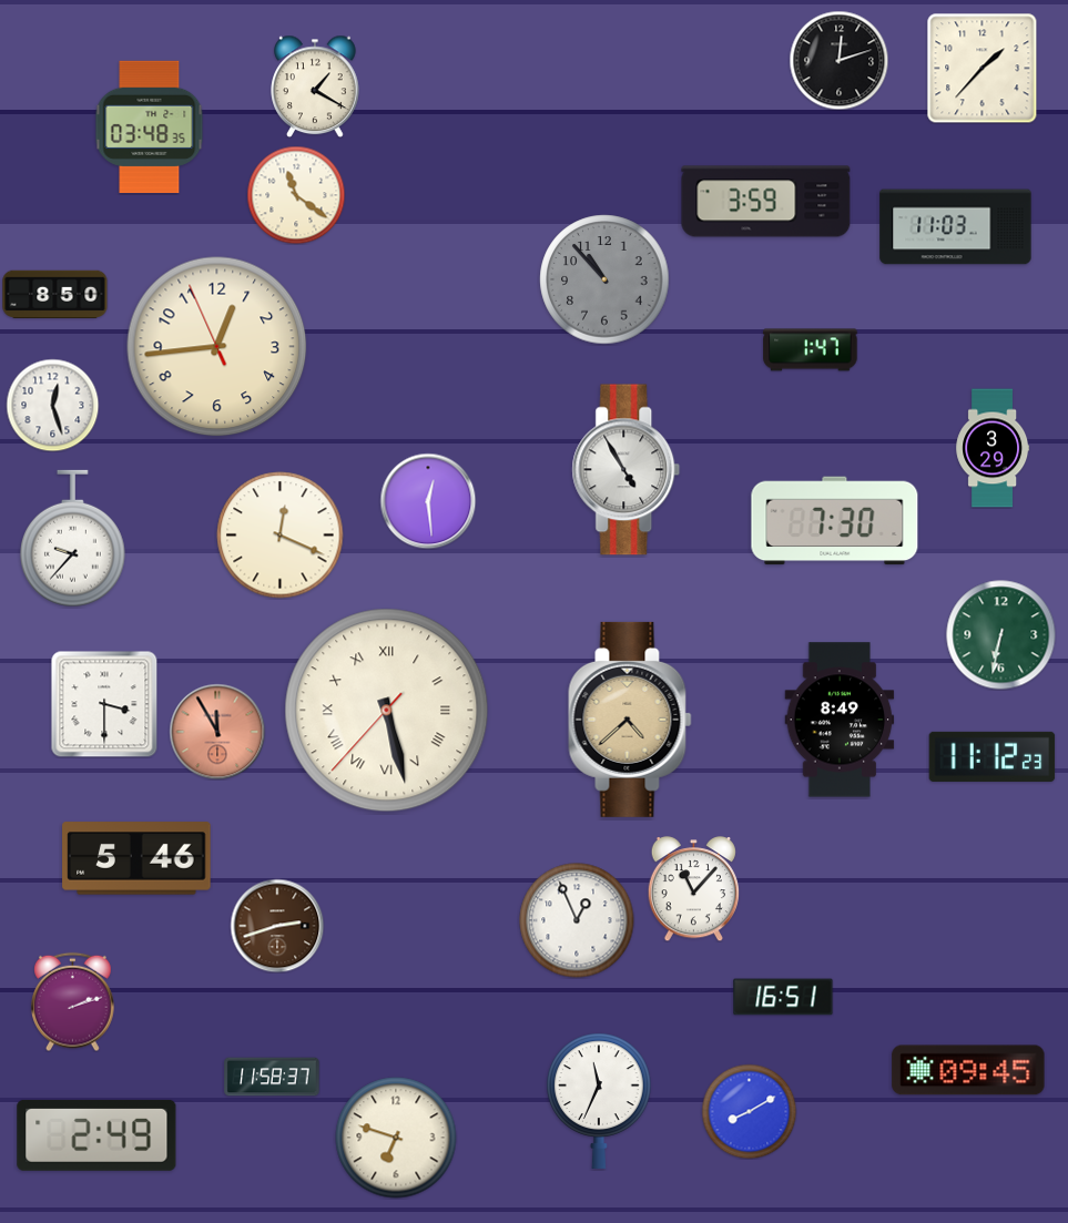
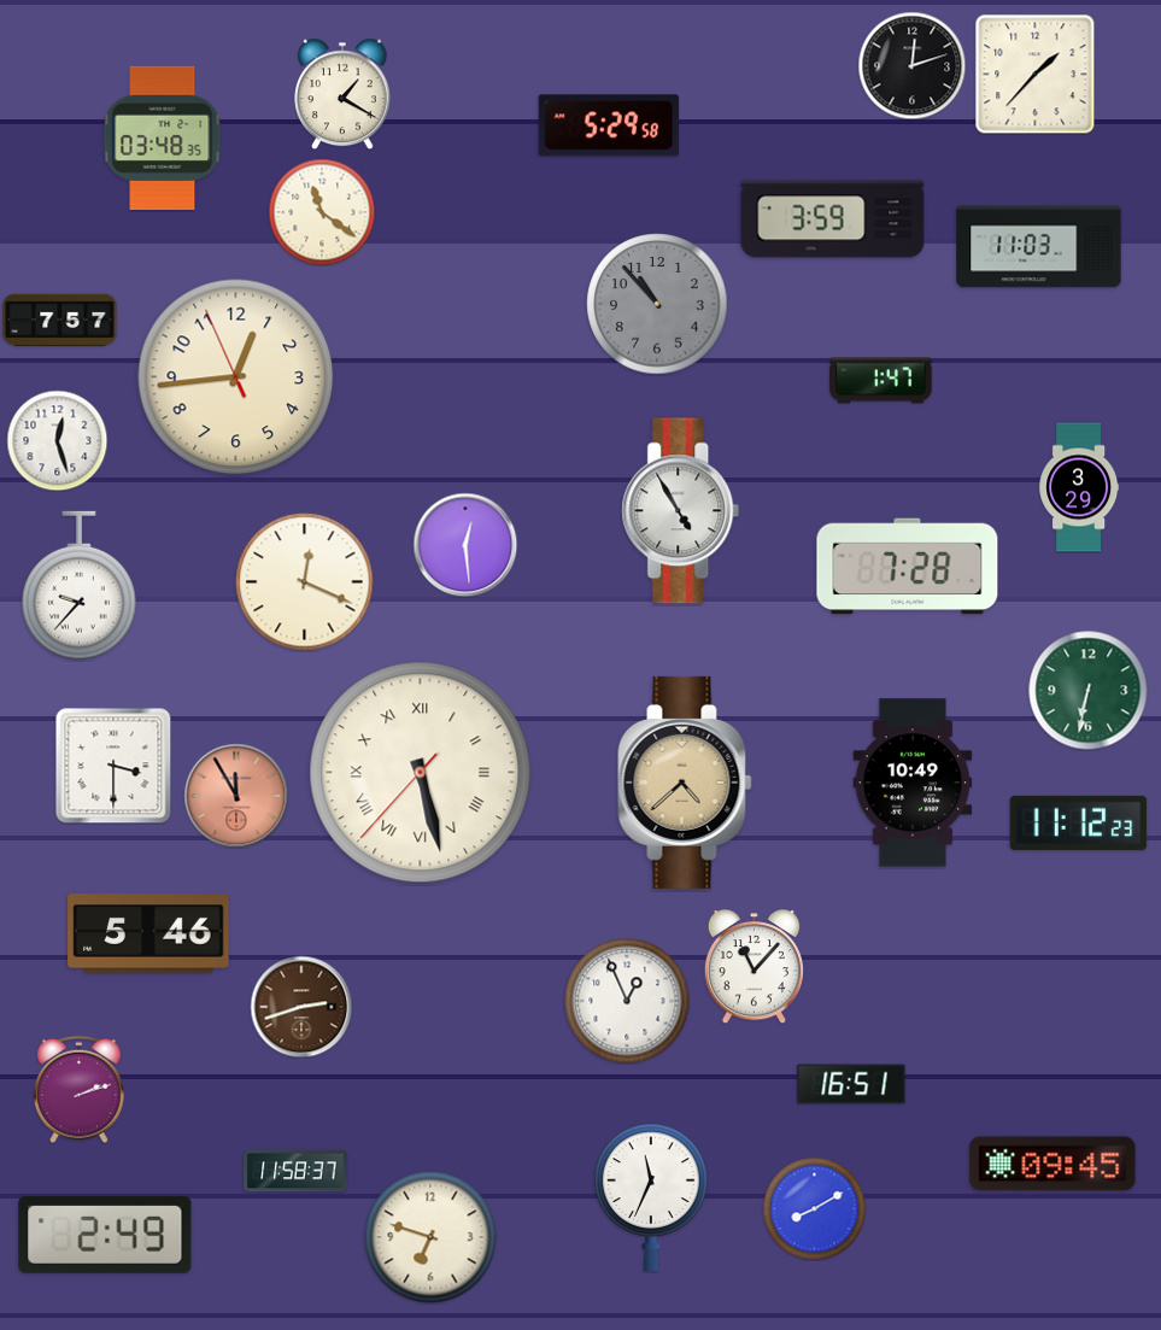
clock at (983, 69) position: (983, 69) -> (1036, 75)
clock at (608, 125): none -> 5:29
clock at (55, 294): 8:50 -> 7:57
clock at (835, 521): 7:30 -> 7:28
clock at (840, 720): 8:49 -> 10:49
